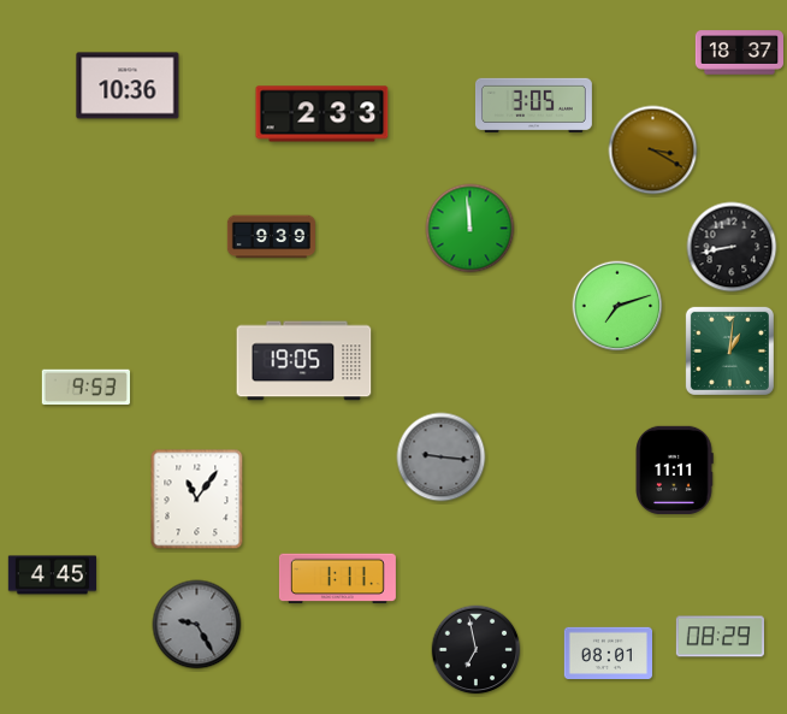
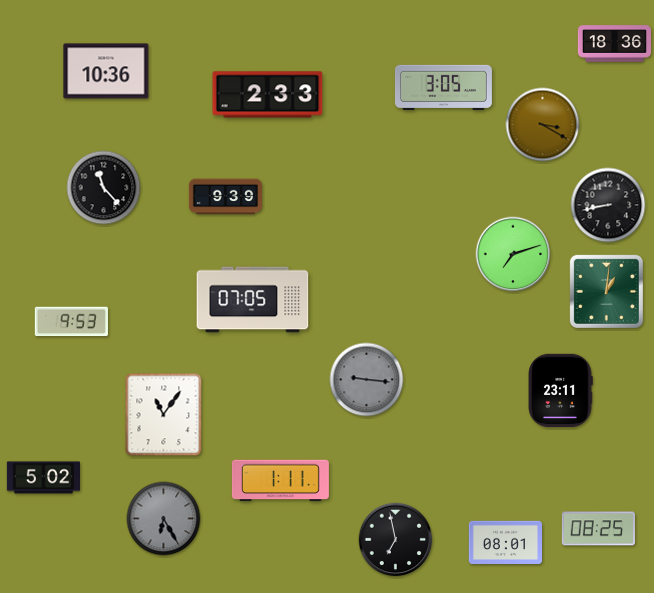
clock at (739, 53): 18:37 -> 18:36
clock at (104, 188): none -> 11:23
clock at (471, 229): 11:59 -> none
clock at (304, 361): 19:05 -> 07:05
clock at (674, 470): 11:11 -> 23:11
clock at (52, 576): 4:45 -> 5:02
clock at (197, 625): 9:25 -> 6:25
clock at (720, 637): 08:29 -> 08:25
